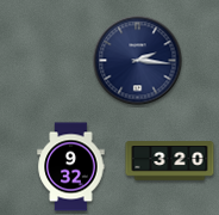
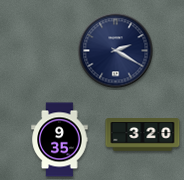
clock at (138, 61): 2:16 -> 2:20
clock at (71, 167): 9:32 -> 9:35
